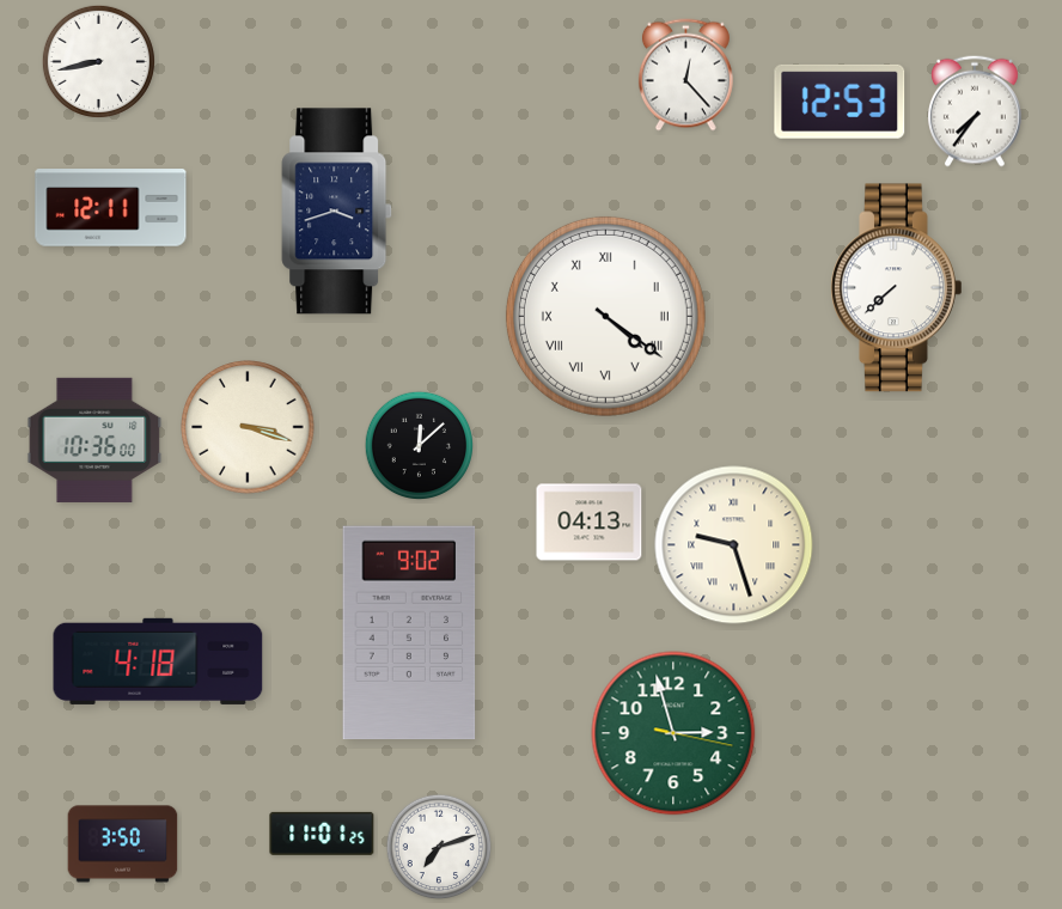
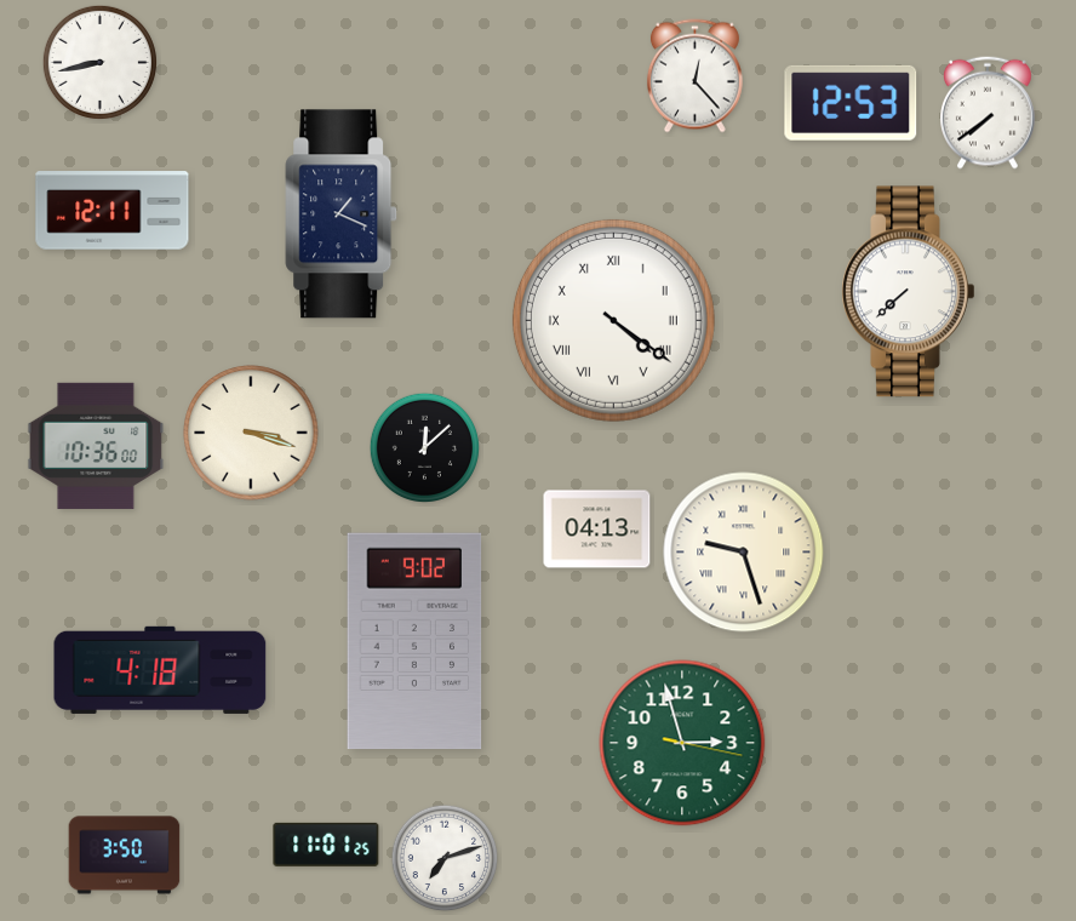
clock at (976, 111): 7:36 -> 7:39
clock at (337, 212): 3:42 -> 1:19
clock at (419, 445) position: (419, 445) -> (424, 447)
